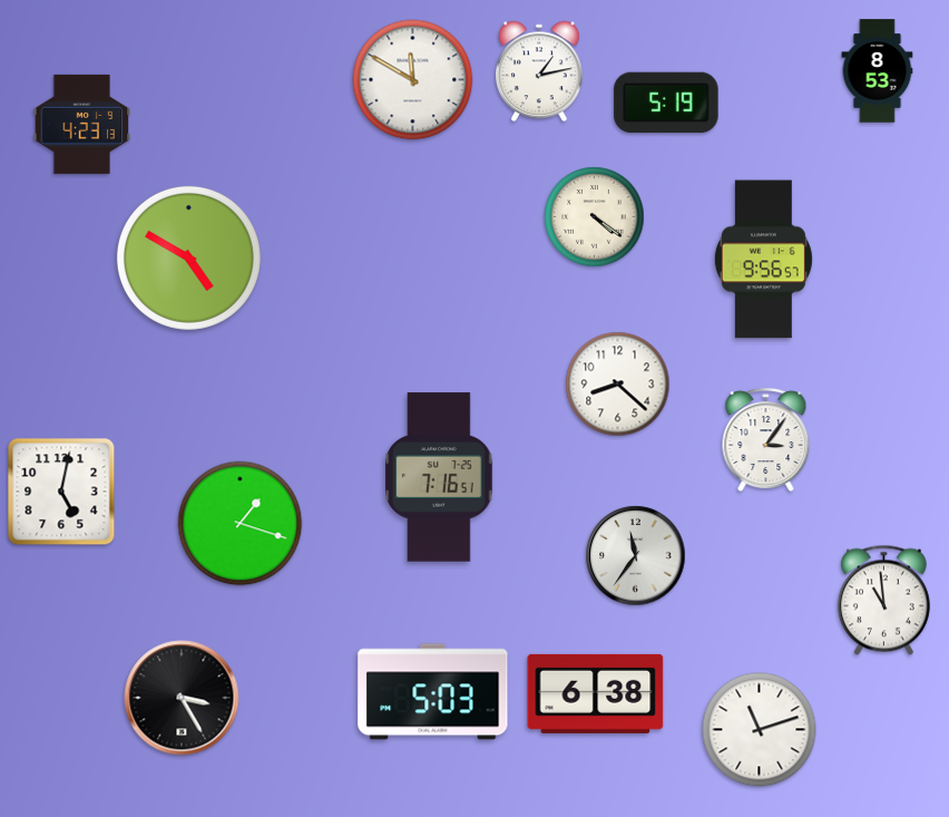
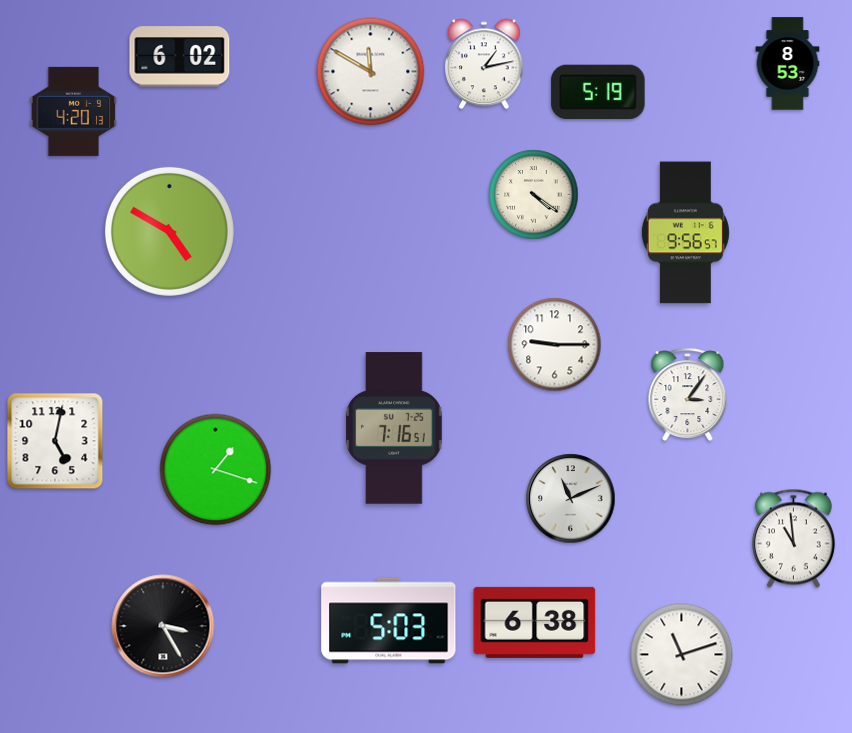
clock at (180, 57): none -> 6:02
clock at (82, 124): 4:23 -> 4:20
clock at (618, 385): 8:22 -> 9:15
clock at (636, 556): 11:36 -> 11:11
